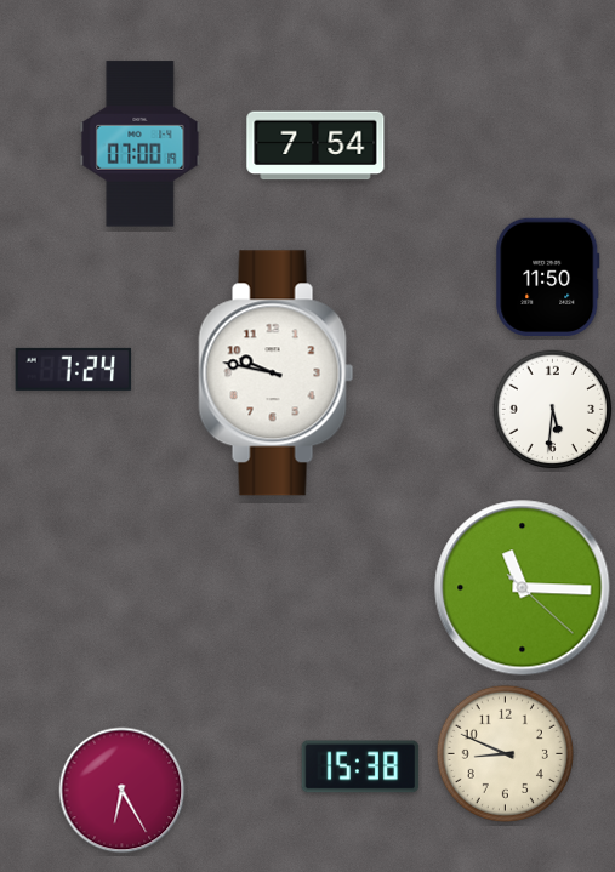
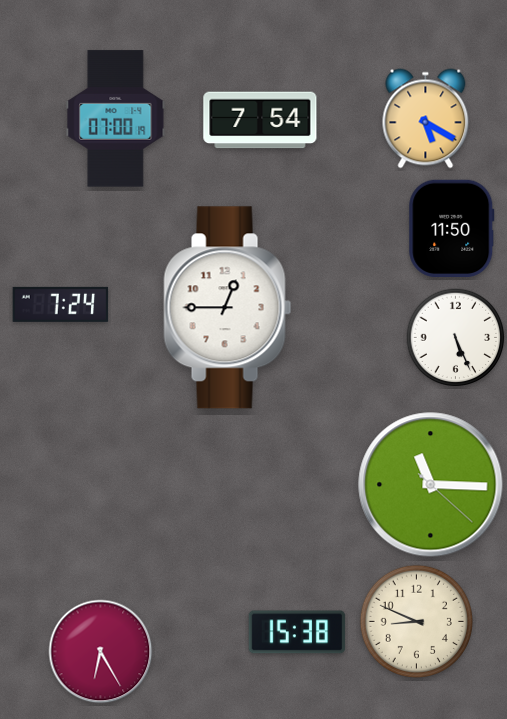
clock at (426, 119): none -> 5:20
clock at (277, 374): 9:47 -> 12:45
clock at (553, 410): 5:31 -> 5:26
